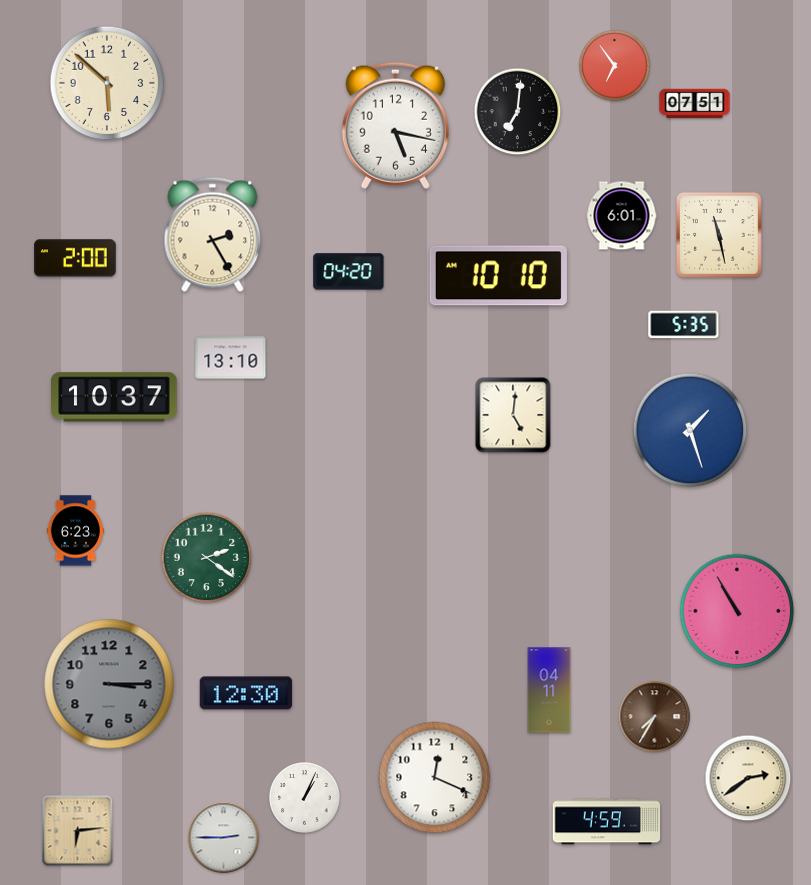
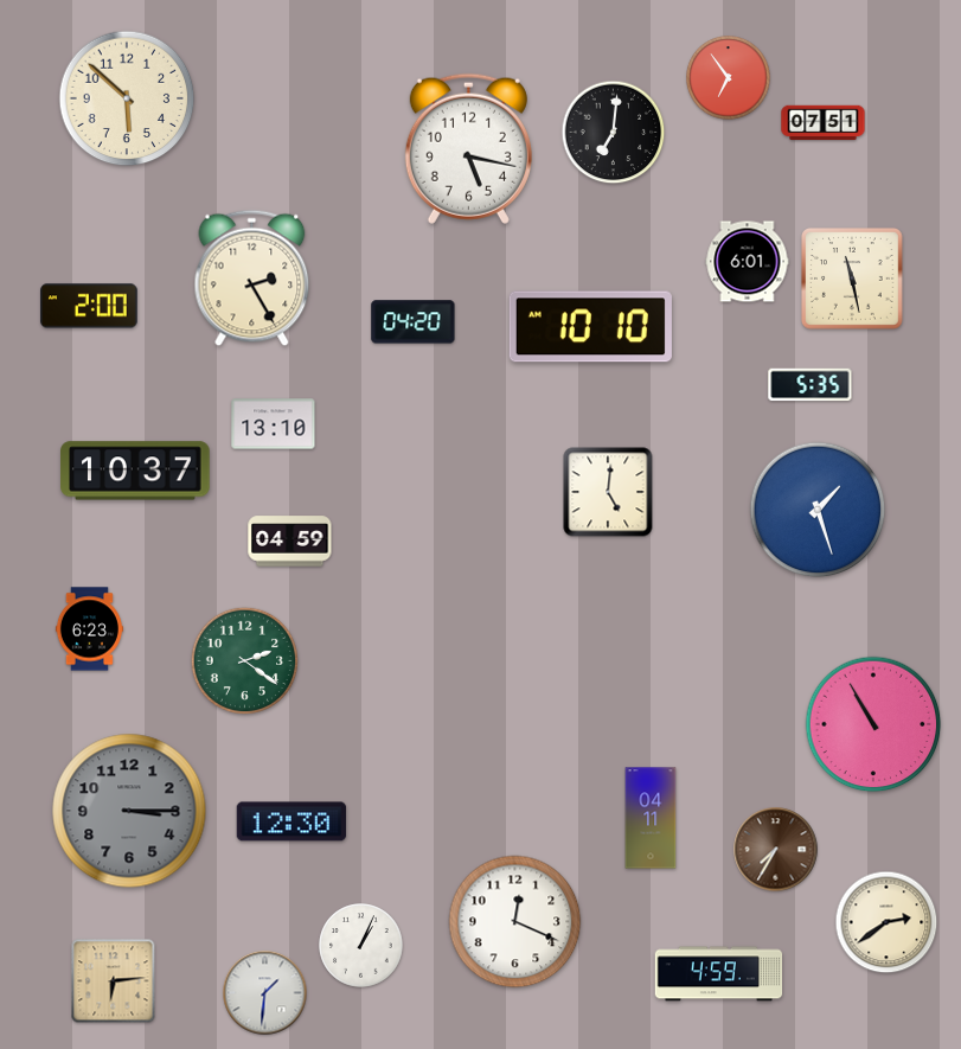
clock at (622, 216) position: (622, 216) -> (748, 262)
clock at (290, 542): none -> 04:59
clock at (78, 831) position: (78, 831) -> (114, 981)
clock at (224, 838): 2:45 -> 1:31
